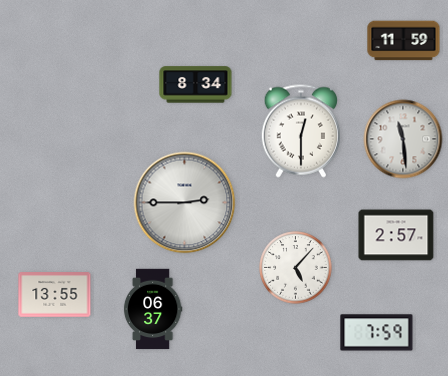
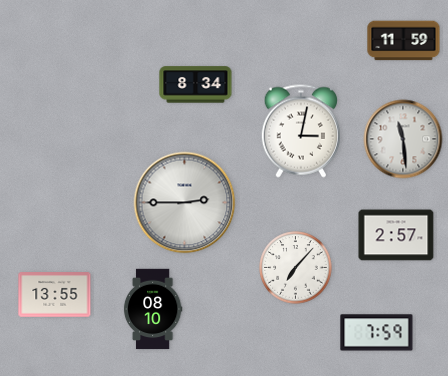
clock at (301, 131): 12:30 -> 3:02
clock at (296, 268): 5:07 -> 7:07
clock at (153, 309): 06:37 -> 08:10
